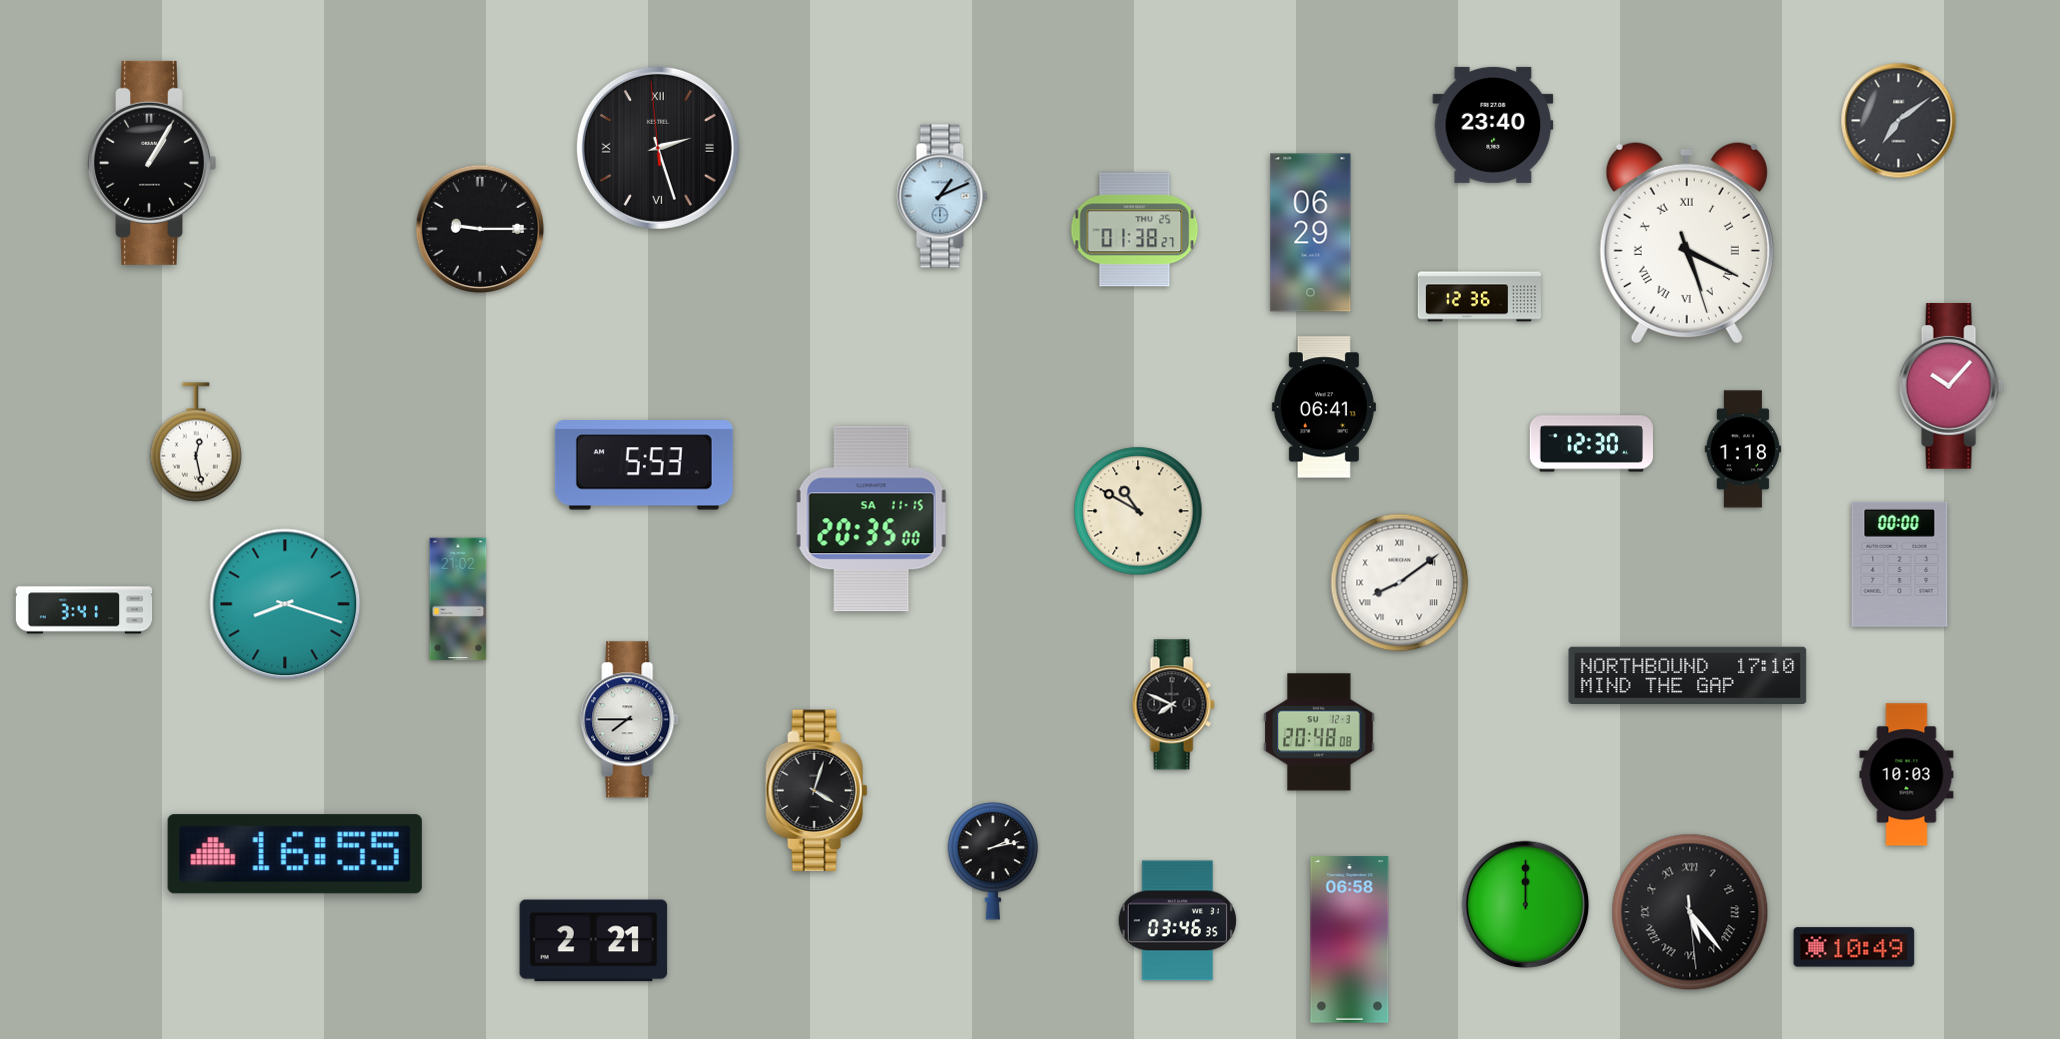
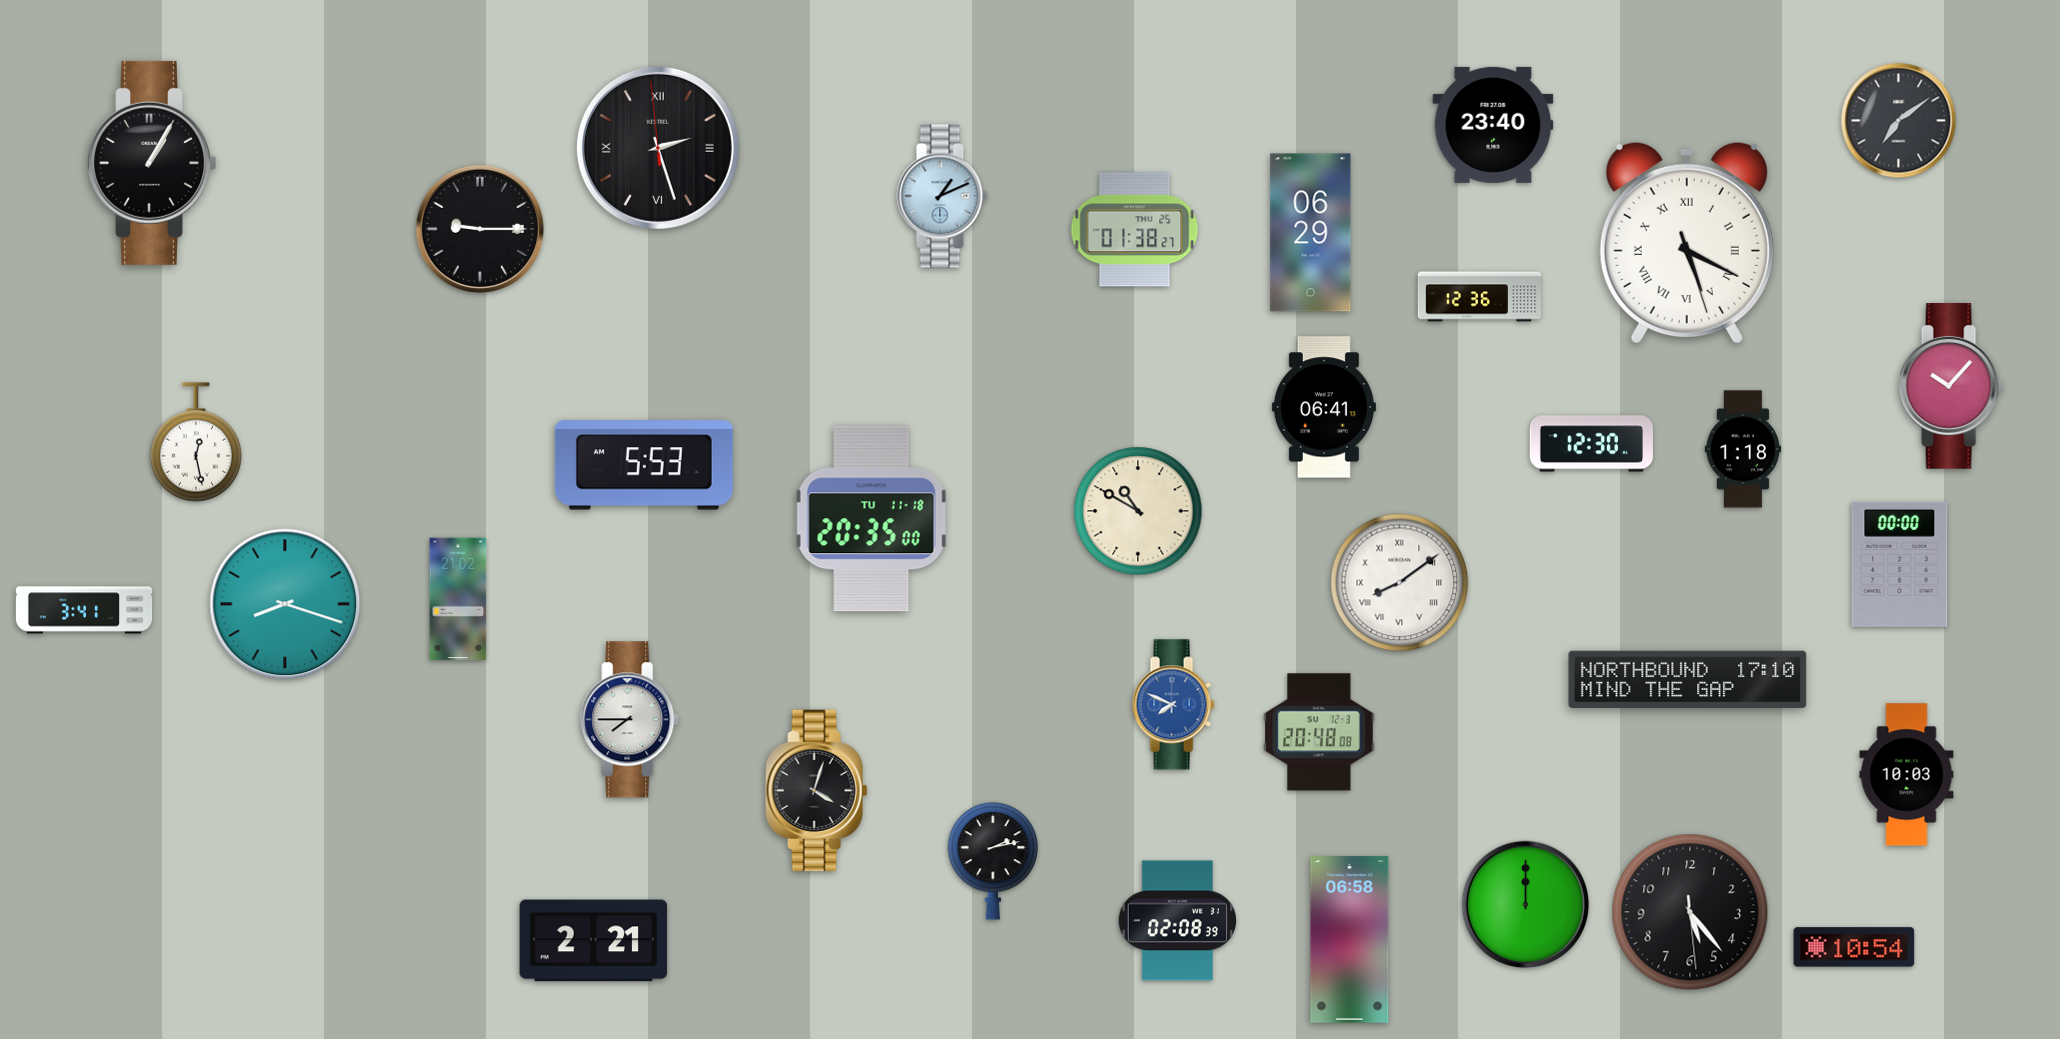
clock at (872, 519) date: SA 11-15 -> TU 11-18
clock at (1688, 676) position: (1688, 676) -> (1688, 680)
clock at (1173, 705) dial: black -> blue
clock at (295, 854): 16:55 -> none
clock at (1690, 912) numerals: Roman -> Arabic
clock at (1177, 921): 03:46 -> 02:08
clock at (1854, 947): 10:49 -> 10:54
